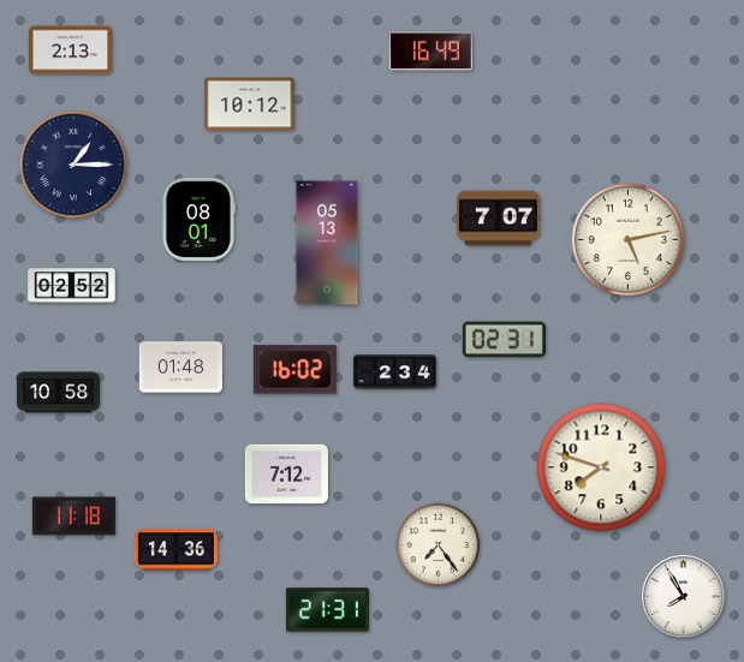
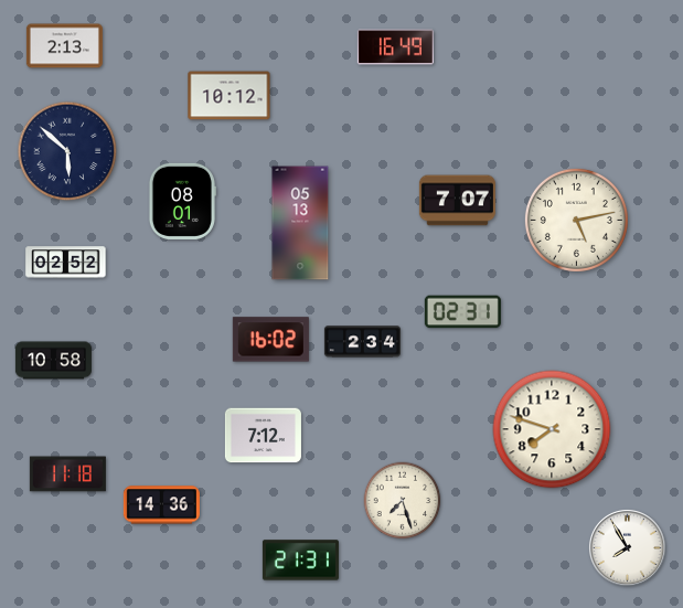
clock at (73, 165): 1:15 -> 5:52
clock at (180, 368): 01:48 -> none
clock at (439, 545): 7:24 -> 7:27
